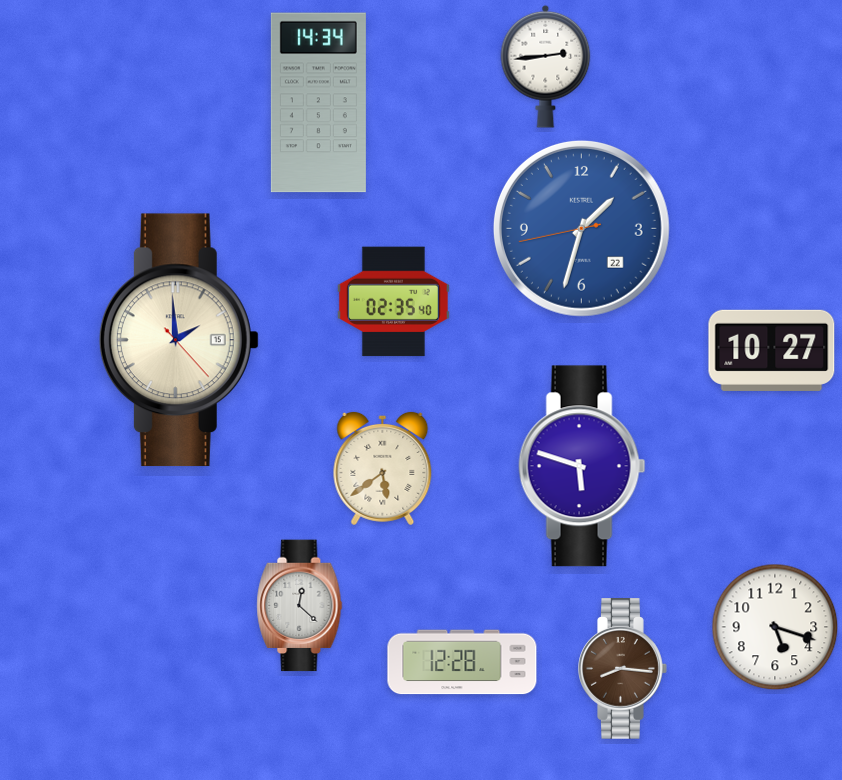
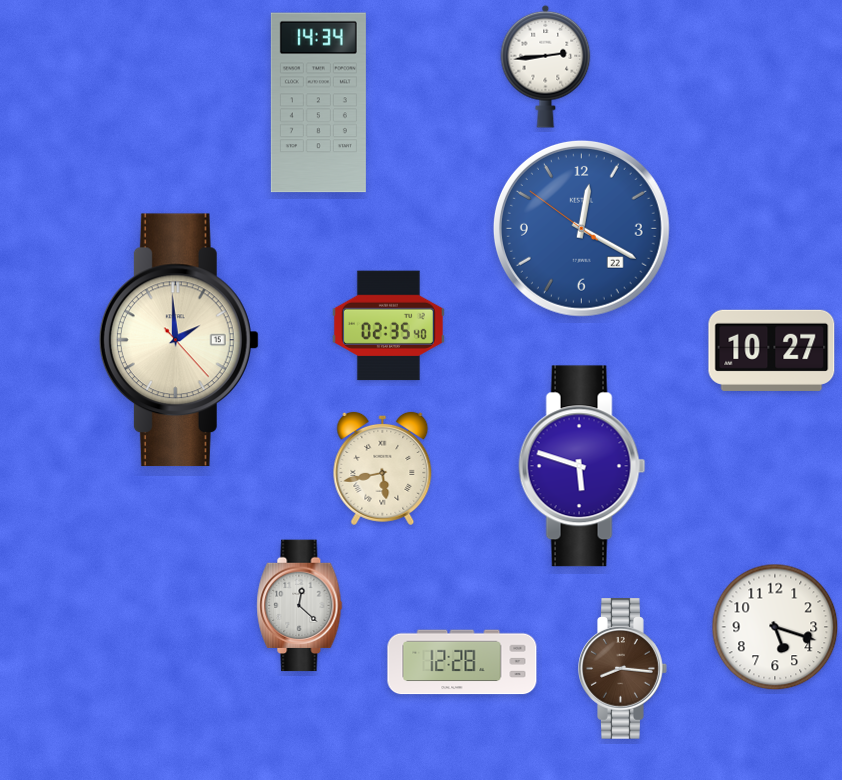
clock at (581, 228): 1:32 -> 12:19
clock at (393, 302) position: (393, 302) -> (388, 326)
clock at (383, 468): 5:39 -> 5:43
